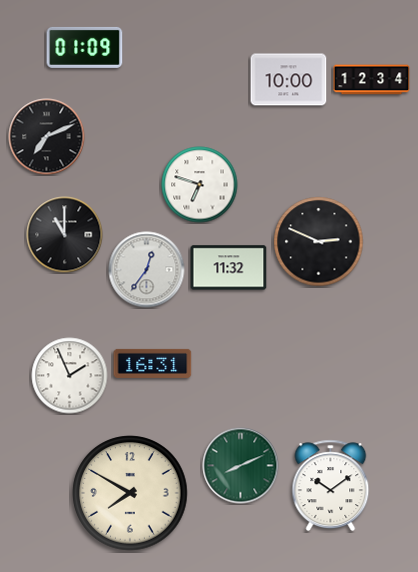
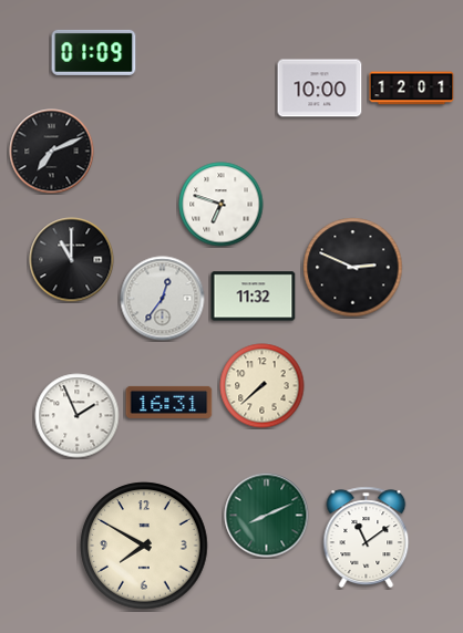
clock at (372, 80): 12:34 -> 12:01
clock at (263, 386): none -> 7:38
clock at (331, 485): 10:09 -> 11:09
